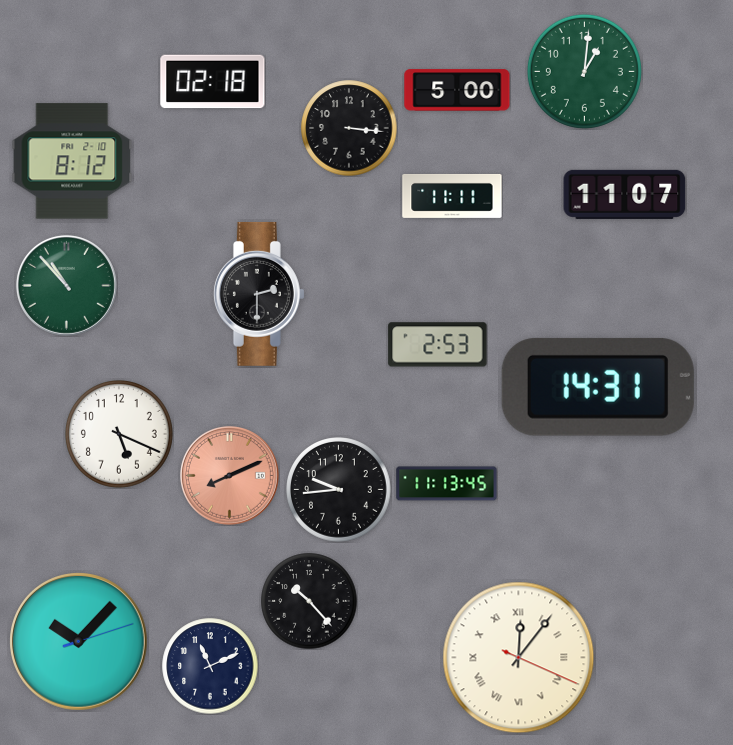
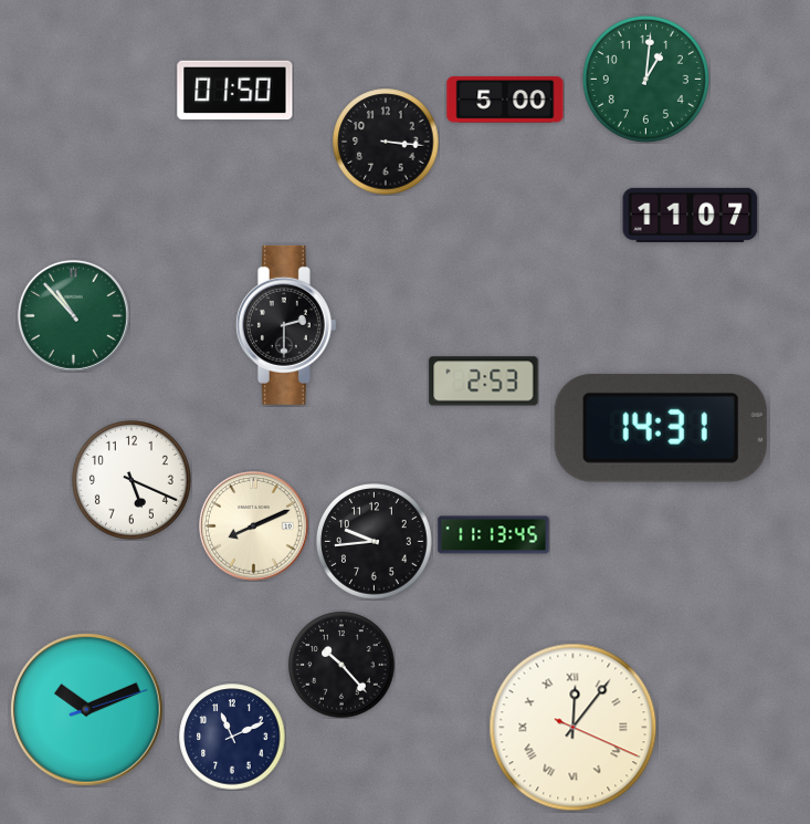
clock at (213, 82): 02:18 -> 01:50
clock at (72, 161): 8:12 -> none
clock at (452, 196): 11:11 -> none
clock at (230, 476) dial: salmon -> cream
clock at (79, 642): 10:07 -> 10:11
